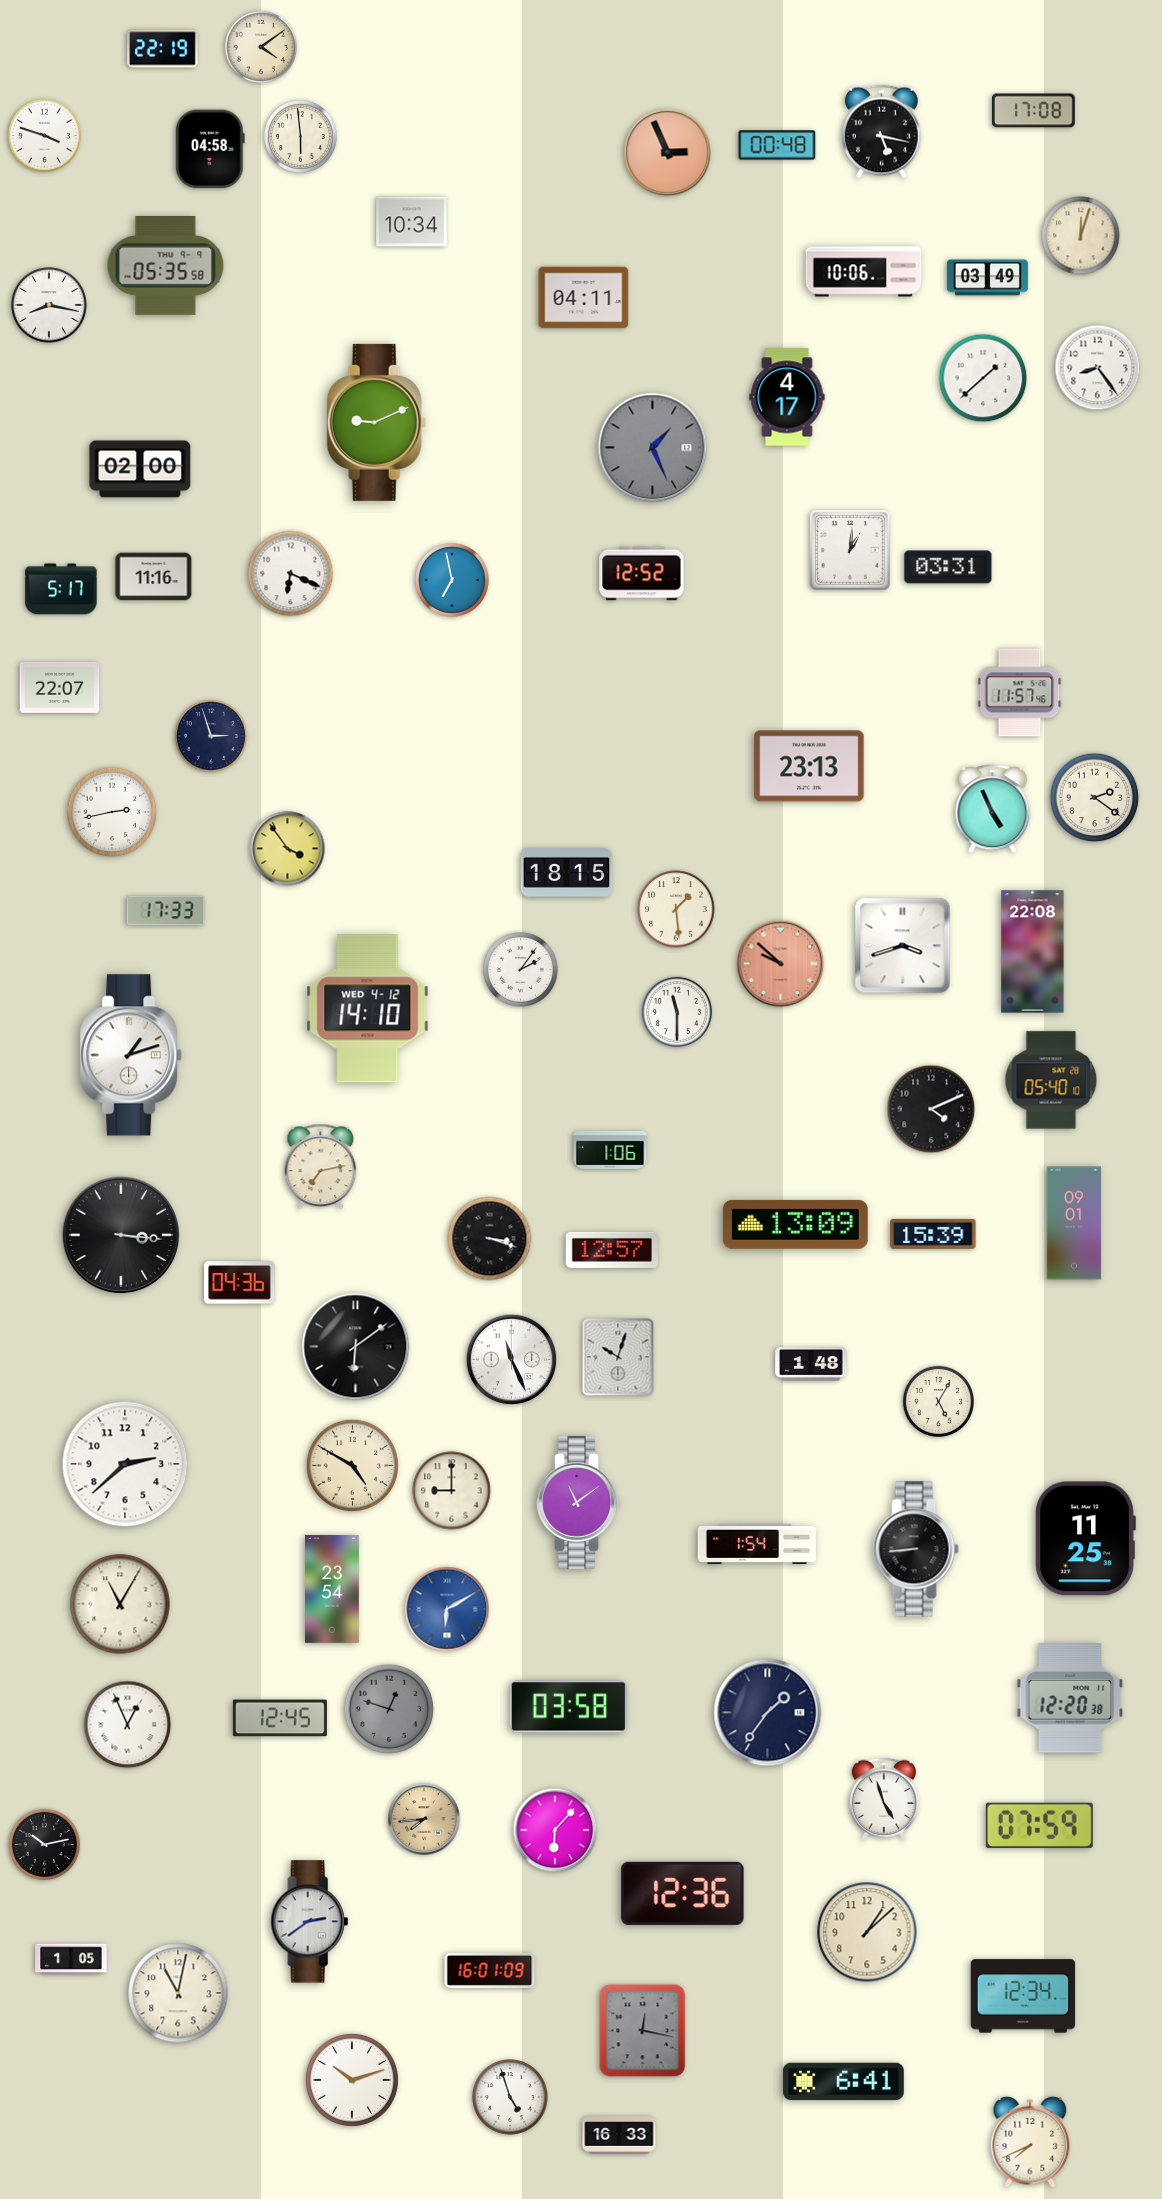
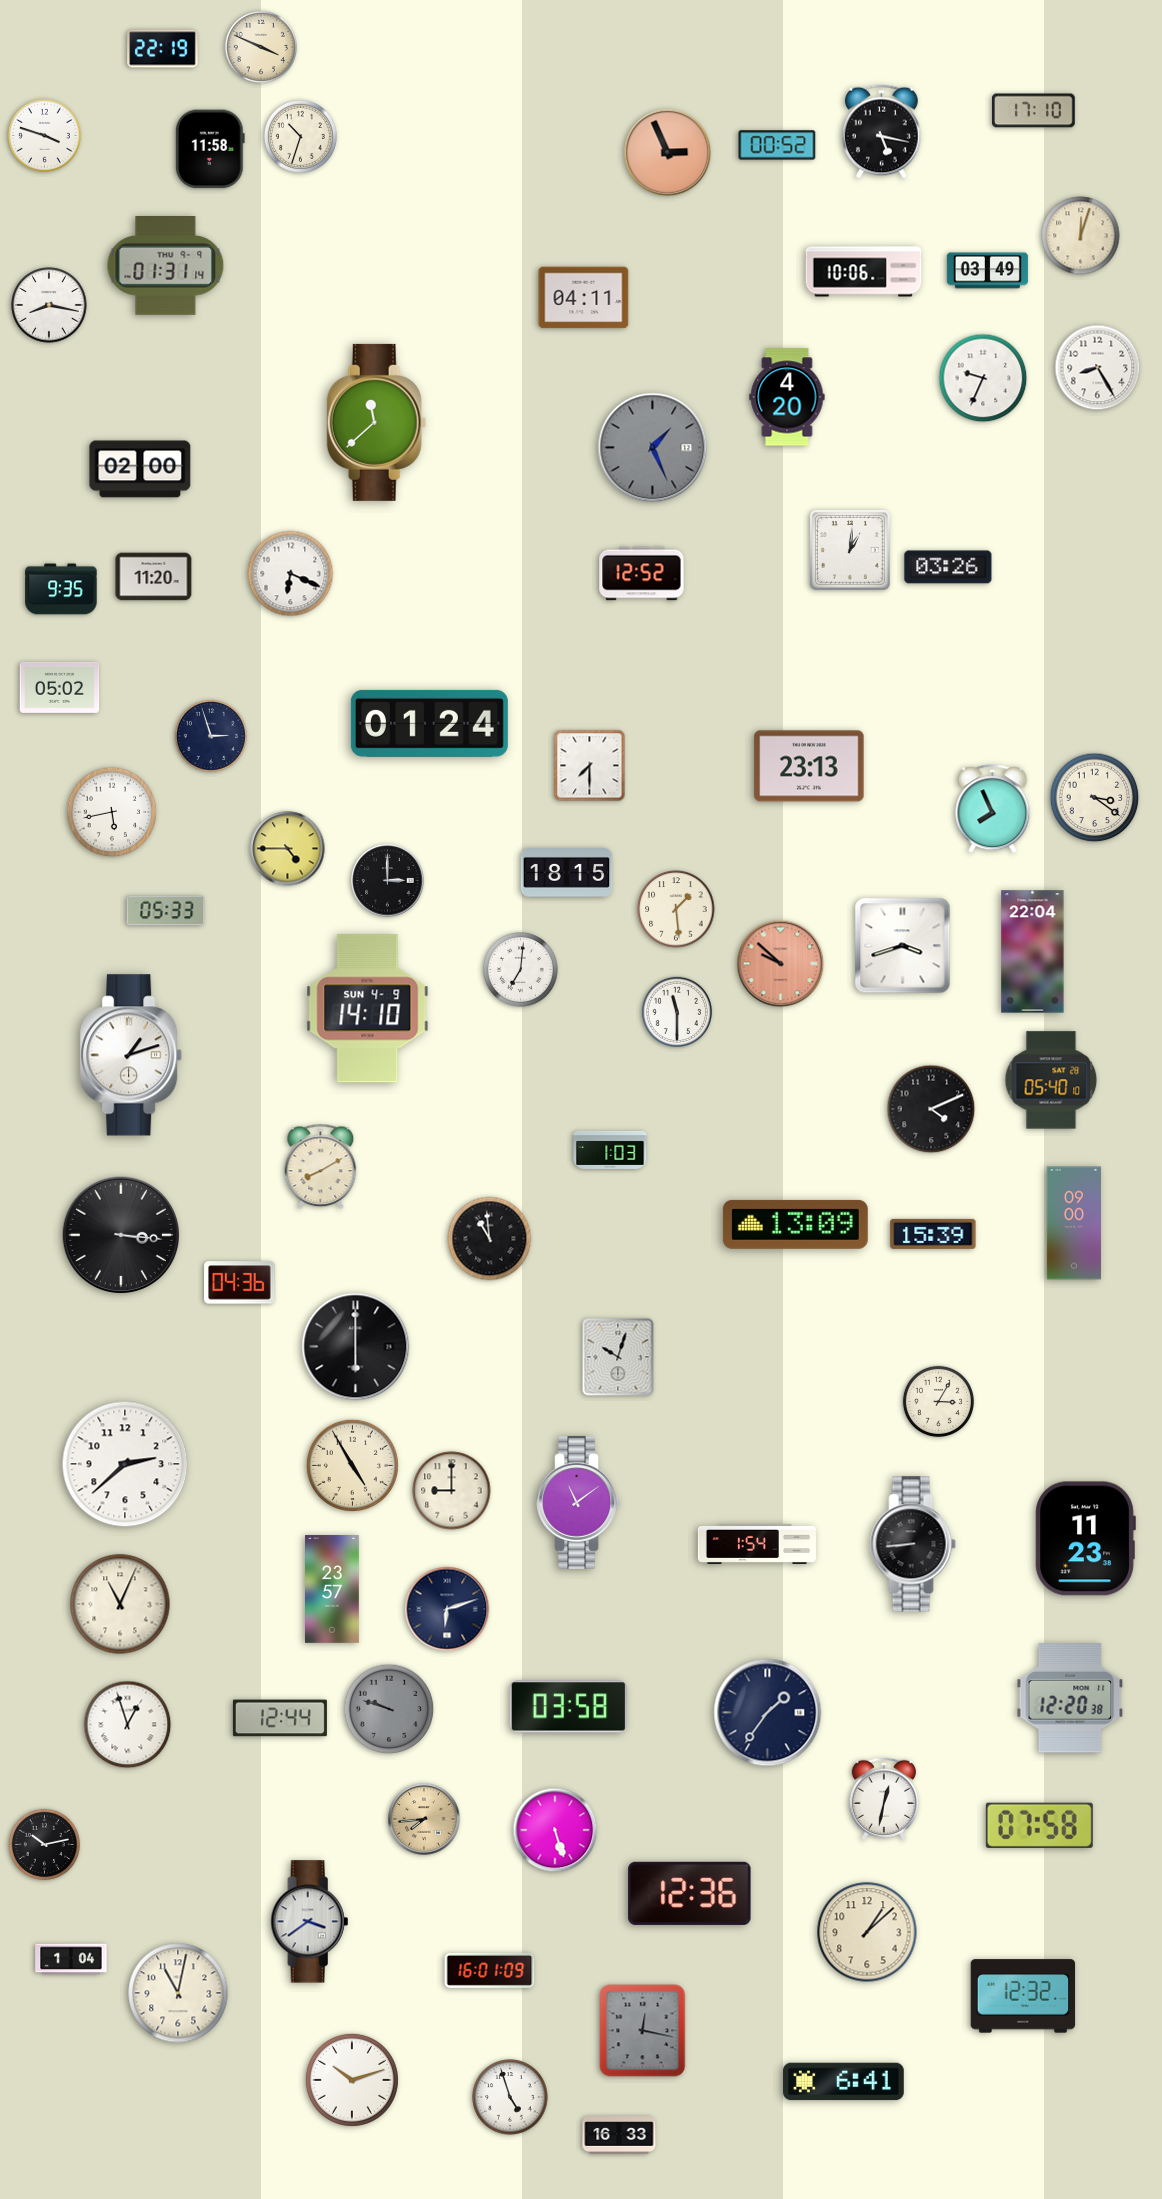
clock at (261, 47): 4:09 -> 3:49
clock at (1034, 111): 17:08 -> 17:10
clock at (300, 136): 5:59 -> 10:33
clock at (777, 145): 00:48 -> 00:52
clock at (210, 149): 04:58 -> 11:58
clock at (412, 222): 10:34 -> none
clock at (166, 266): 05:35 -> 01:31
clock at (987, 278) position: (987, 278) -> (987, 271)
clock at (1098, 368): 8:24 -> 8:25
clock at (983, 378): 1:38 -> 9:34
clock at (787, 397): 4:17 -> 4:20
clock at (377, 422): 9:11 -> 11:38
clock at (948, 567): 03:31 -> 03:26
clock at (154, 577): 11:16 -> 11:20
clock at (453, 581): 6:58 -> none
clock at (61, 589): 5:17 -> 9:35
clock at (60, 687): 22:07 -> 05:02
clock at (1020, 693): 11:57 -> none
clock at (429, 723): none -> 01:24
clock at (590, 766): none -> 7:30
clock at (1095, 798): 2:21 -> 3:21
clock at (993, 809): 4:56 -> 7:56
clock at (112, 812): 2:43 -> 5:43
clock at (288, 849): 3:54 -> 4:45
clock at (388, 881): none -> 3:00
clock at (166, 911): 17:33 -> 05:33
clock at (1033, 952): 22:08 -> 22:04
clock at (521, 970): 2:06 -> 7:01
clock at (368, 1009) date: WED 4-12 -> SUN 4-9
clock at (610, 1150): 1:06 -> 1:03
clock at (321, 1167): 7:13 -> 8:10
clock at (1074, 1223): 09:01 -> 09:00
clock at (490, 1239): 3:18 -> 10:59
clock at (611, 1250): 12:57 -> none
clock at (356, 1347): 6:09 -> 6:00
clock at (512, 1360): 11:26 -> none
clock at (811, 1364): 1:48 -> none
clock at (938, 1401): 5:05 -> 3:05
clock at (352, 1465): 4:50 -> 4:55
clock at (1085, 1539): 11:25 -> 11:23
clock at (916, 1549) position: (916, 1549) -> (913, 1544)
clock at (333, 1589): 23:54 -> 23:57
clock at (120, 1604): 11:05 -> 11:04
clock at (447, 1609): 6:10 -> 6:12
clock at (447, 1609) dial: blue -> navy
clock at (389, 1709): 12:48 -> 9:48
clock at (280, 1718): 12:45 -> 12:44
clock at (128, 1725): 12:56 -> 12:57
clock at (883, 1798): 4:57 -> 12:32
clock at (1039, 1825): 07:59 -> 07:58
clock at (555, 1830): 6:07 -> 5:27
clock at (683, 1893) position: (683, 1893) -> (690, 1893)
clock at (310, 1922): 2:39 -> 3:39
clock at (71, 1959): 1:05 -> 1:04
clock at (1023, 1996): 12:34 -> 12:32
clock at (1030, 2142): 7:41 -> none
